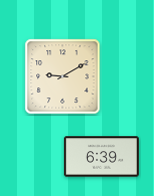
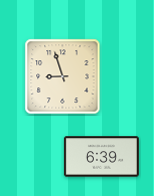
clock at (63, 77): 9:10 -> 8:57
